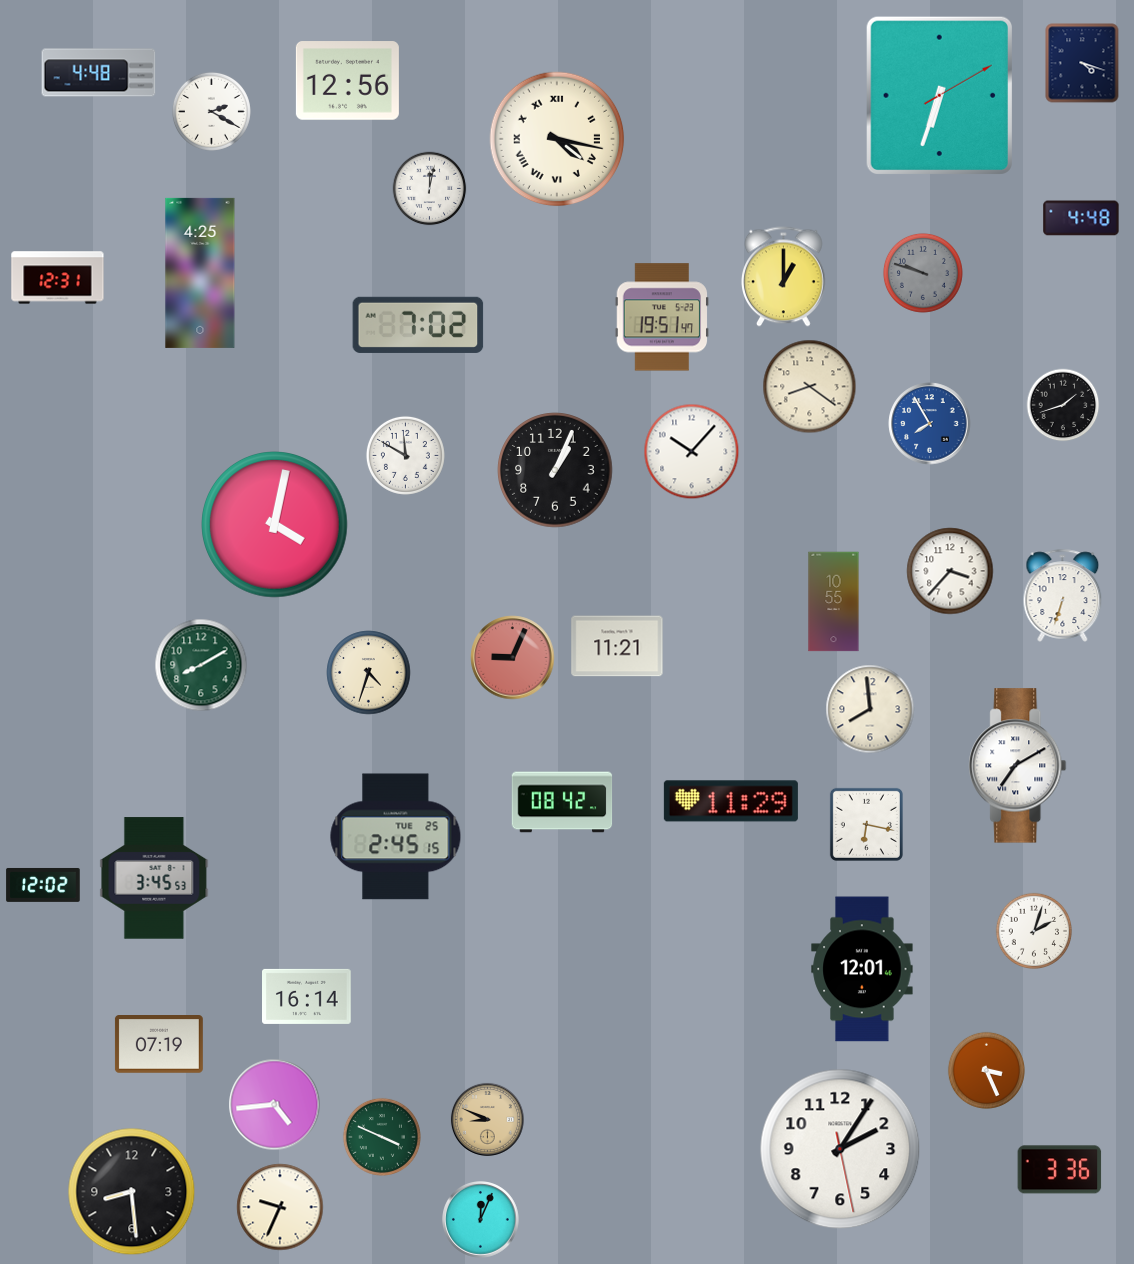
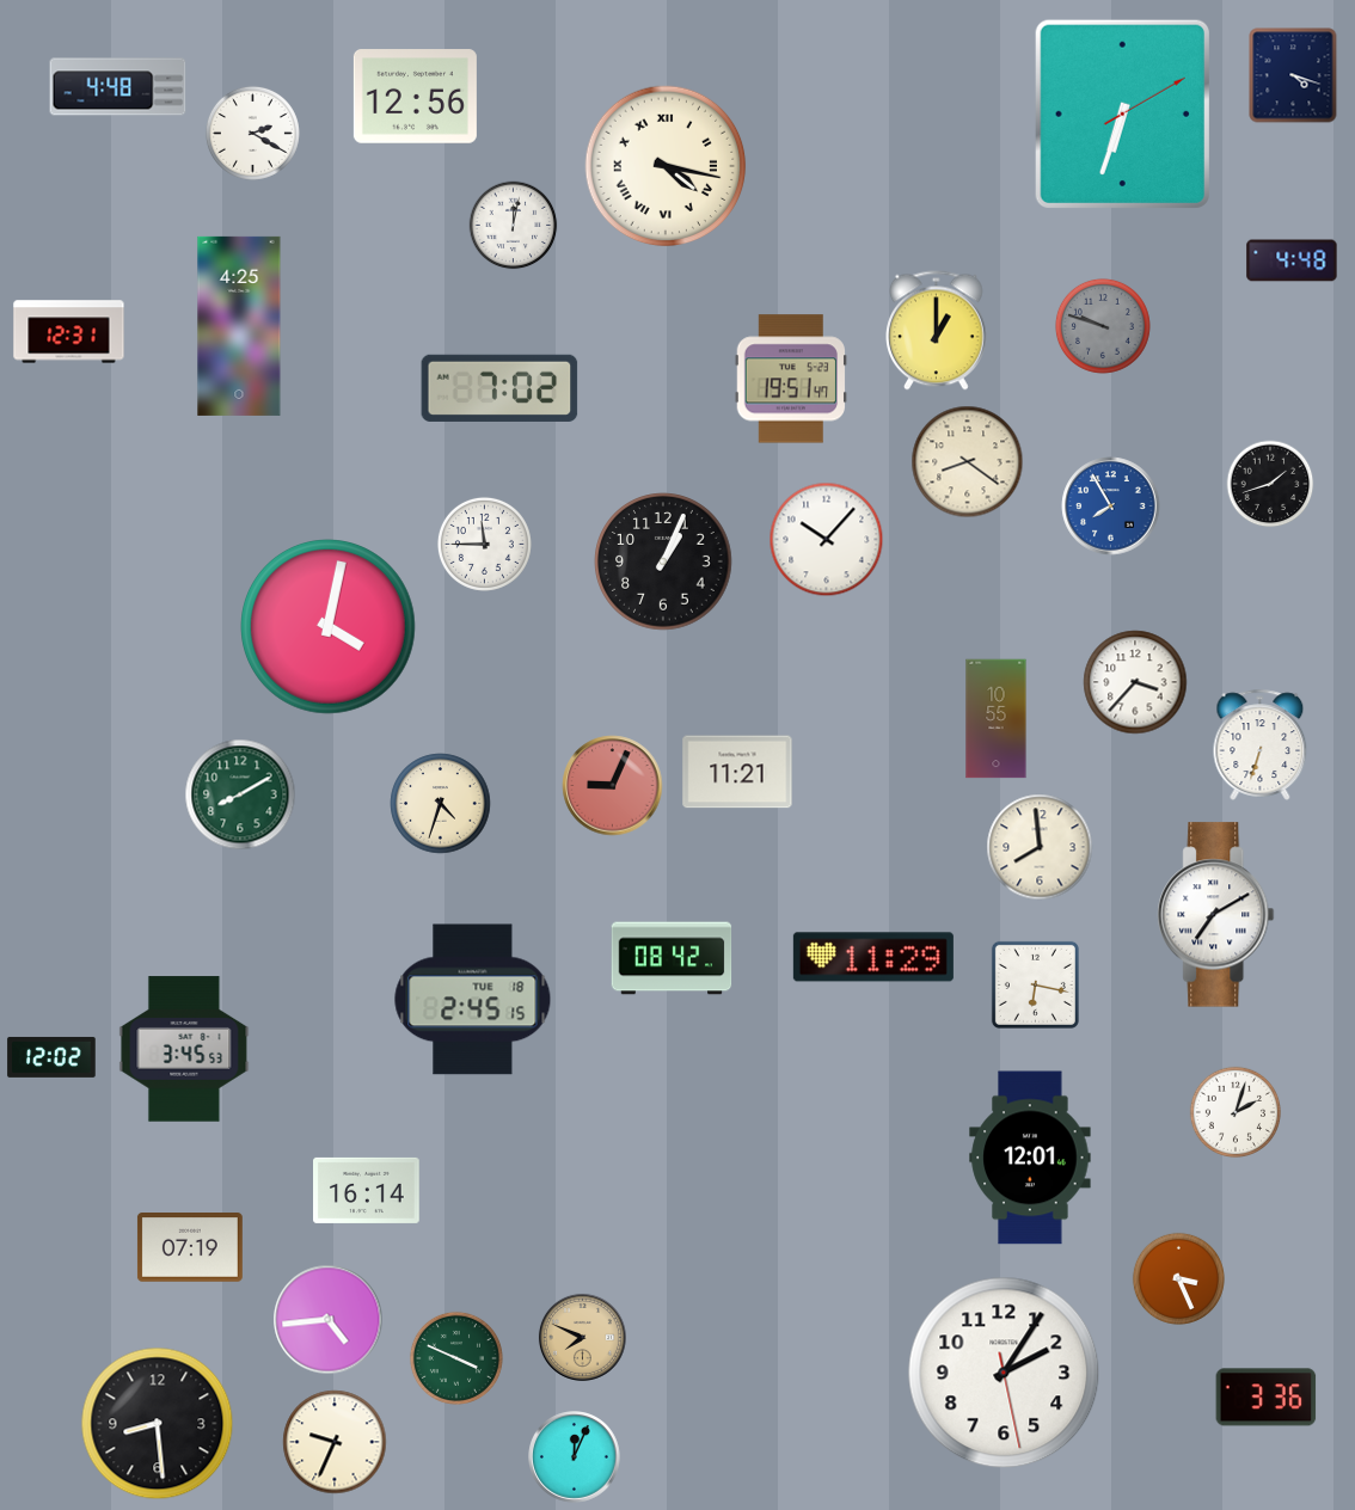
clock at (405, 455): 11:50 -> 11:45
clock at (1063, 595) position: (1063, 595) -> (1261, 744)
clock at (396, 837) date: TUE 25 -> TUE 18
clock at (487, 1119): 8:49 -> 7:49
